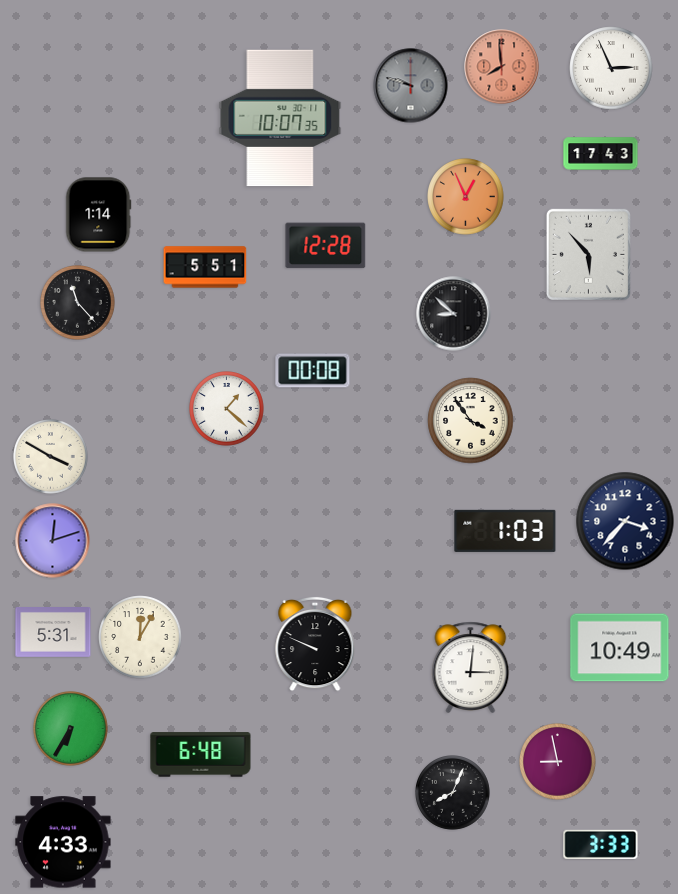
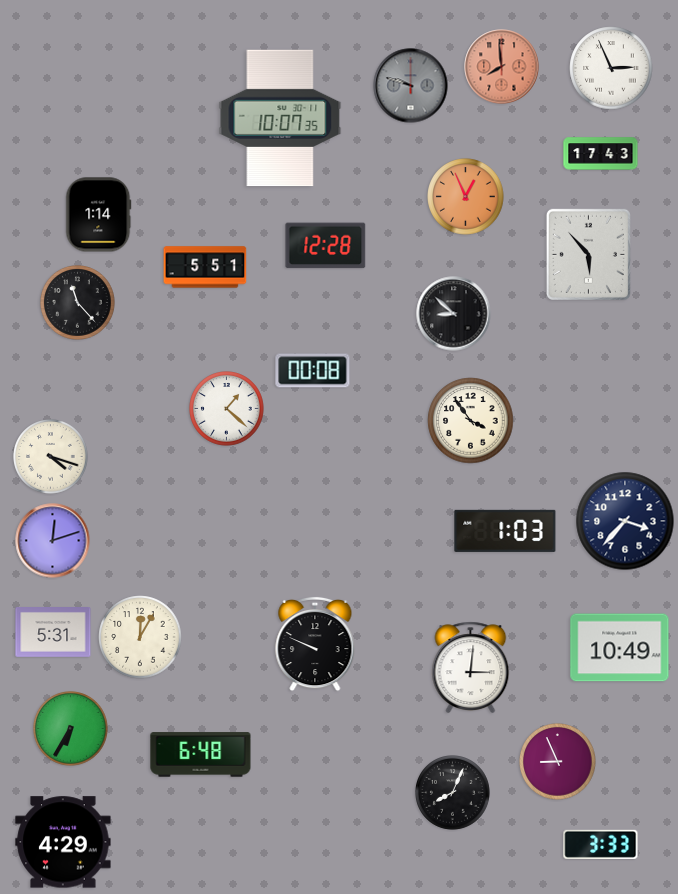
clock at (51, 457): 3:50 -> 4:18
clock at (558, 762): 8:58 -> 8:56
clock at (63, 842): 4:33 -> 4:29
